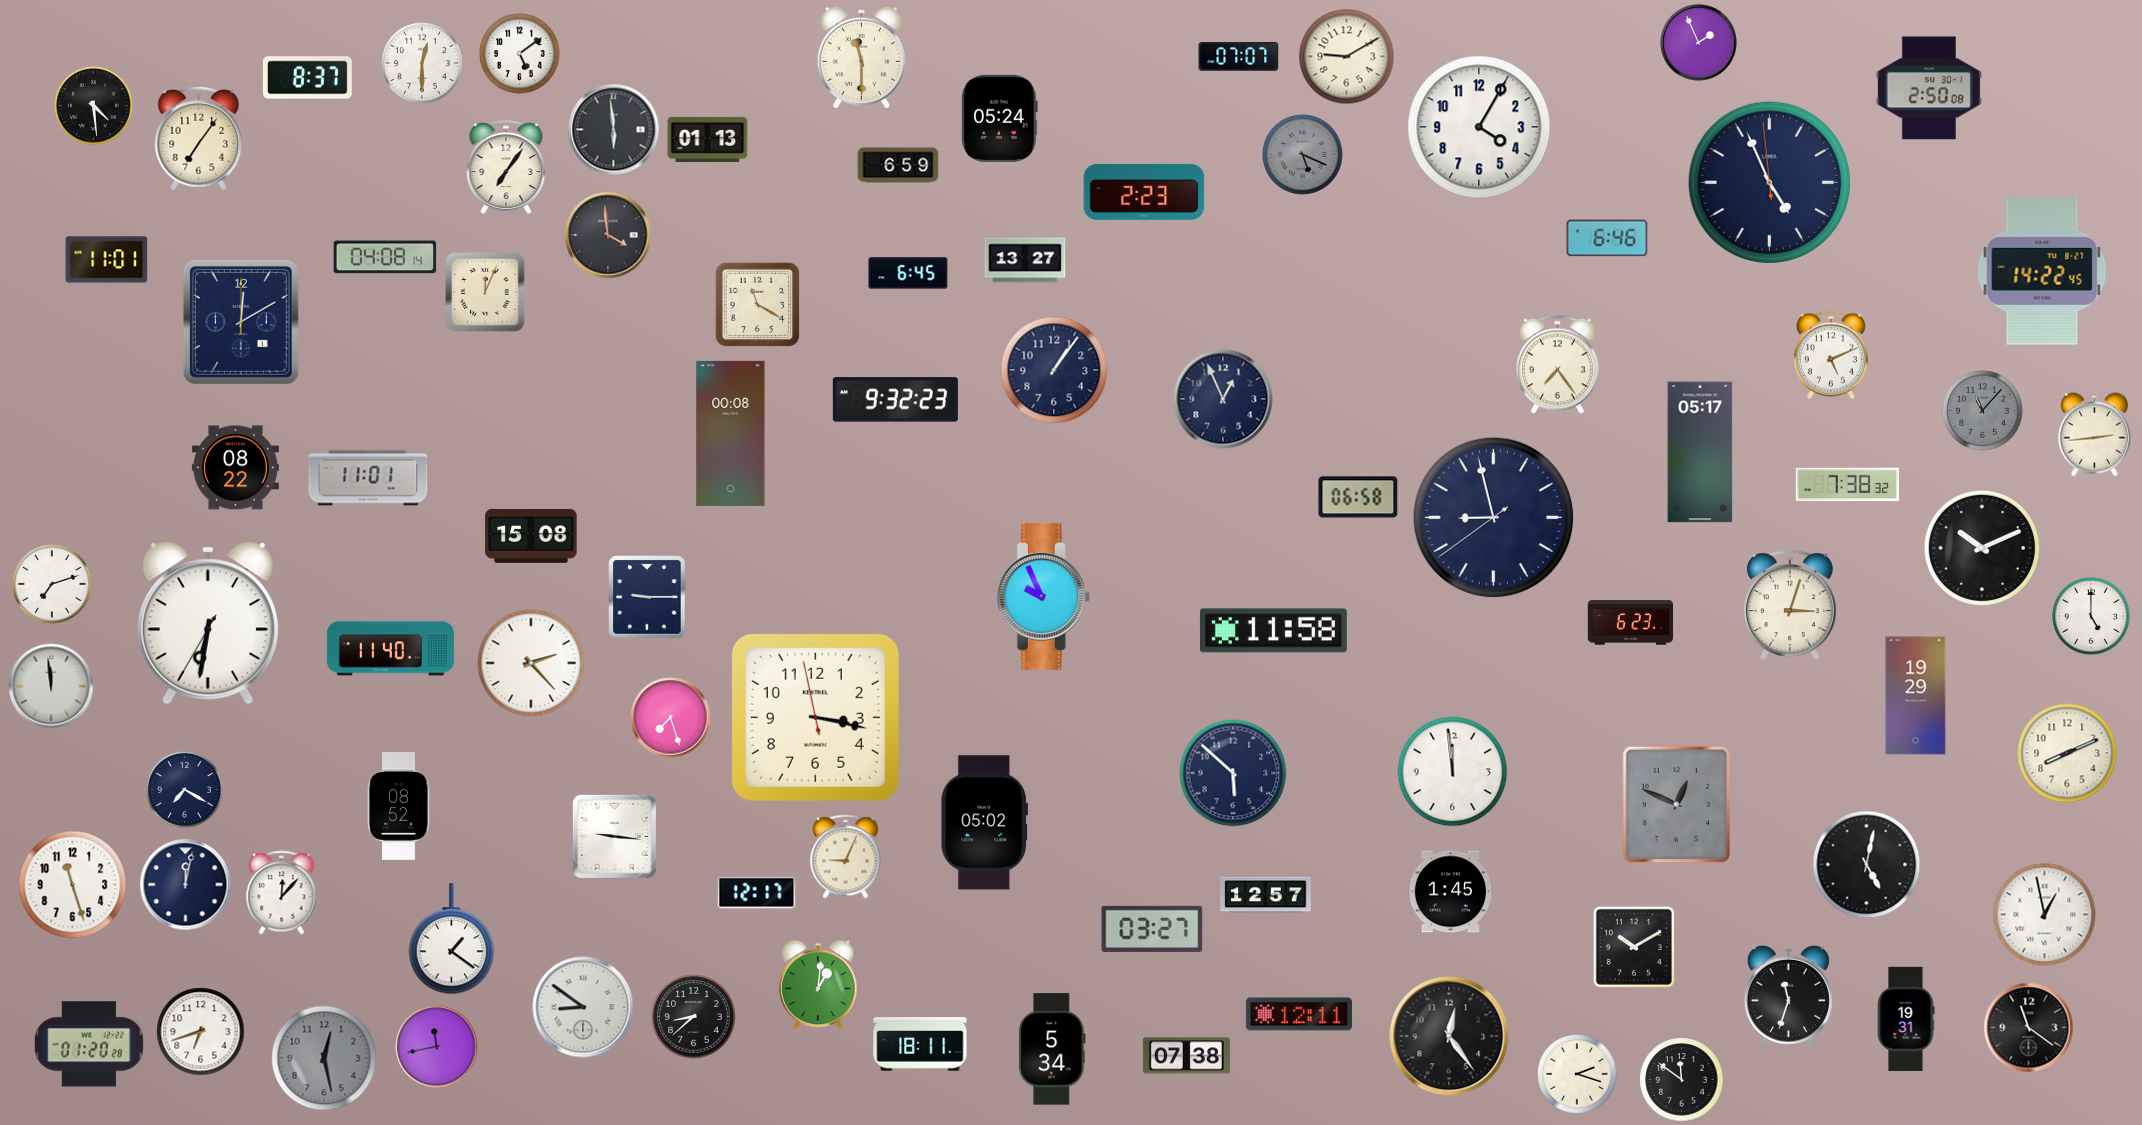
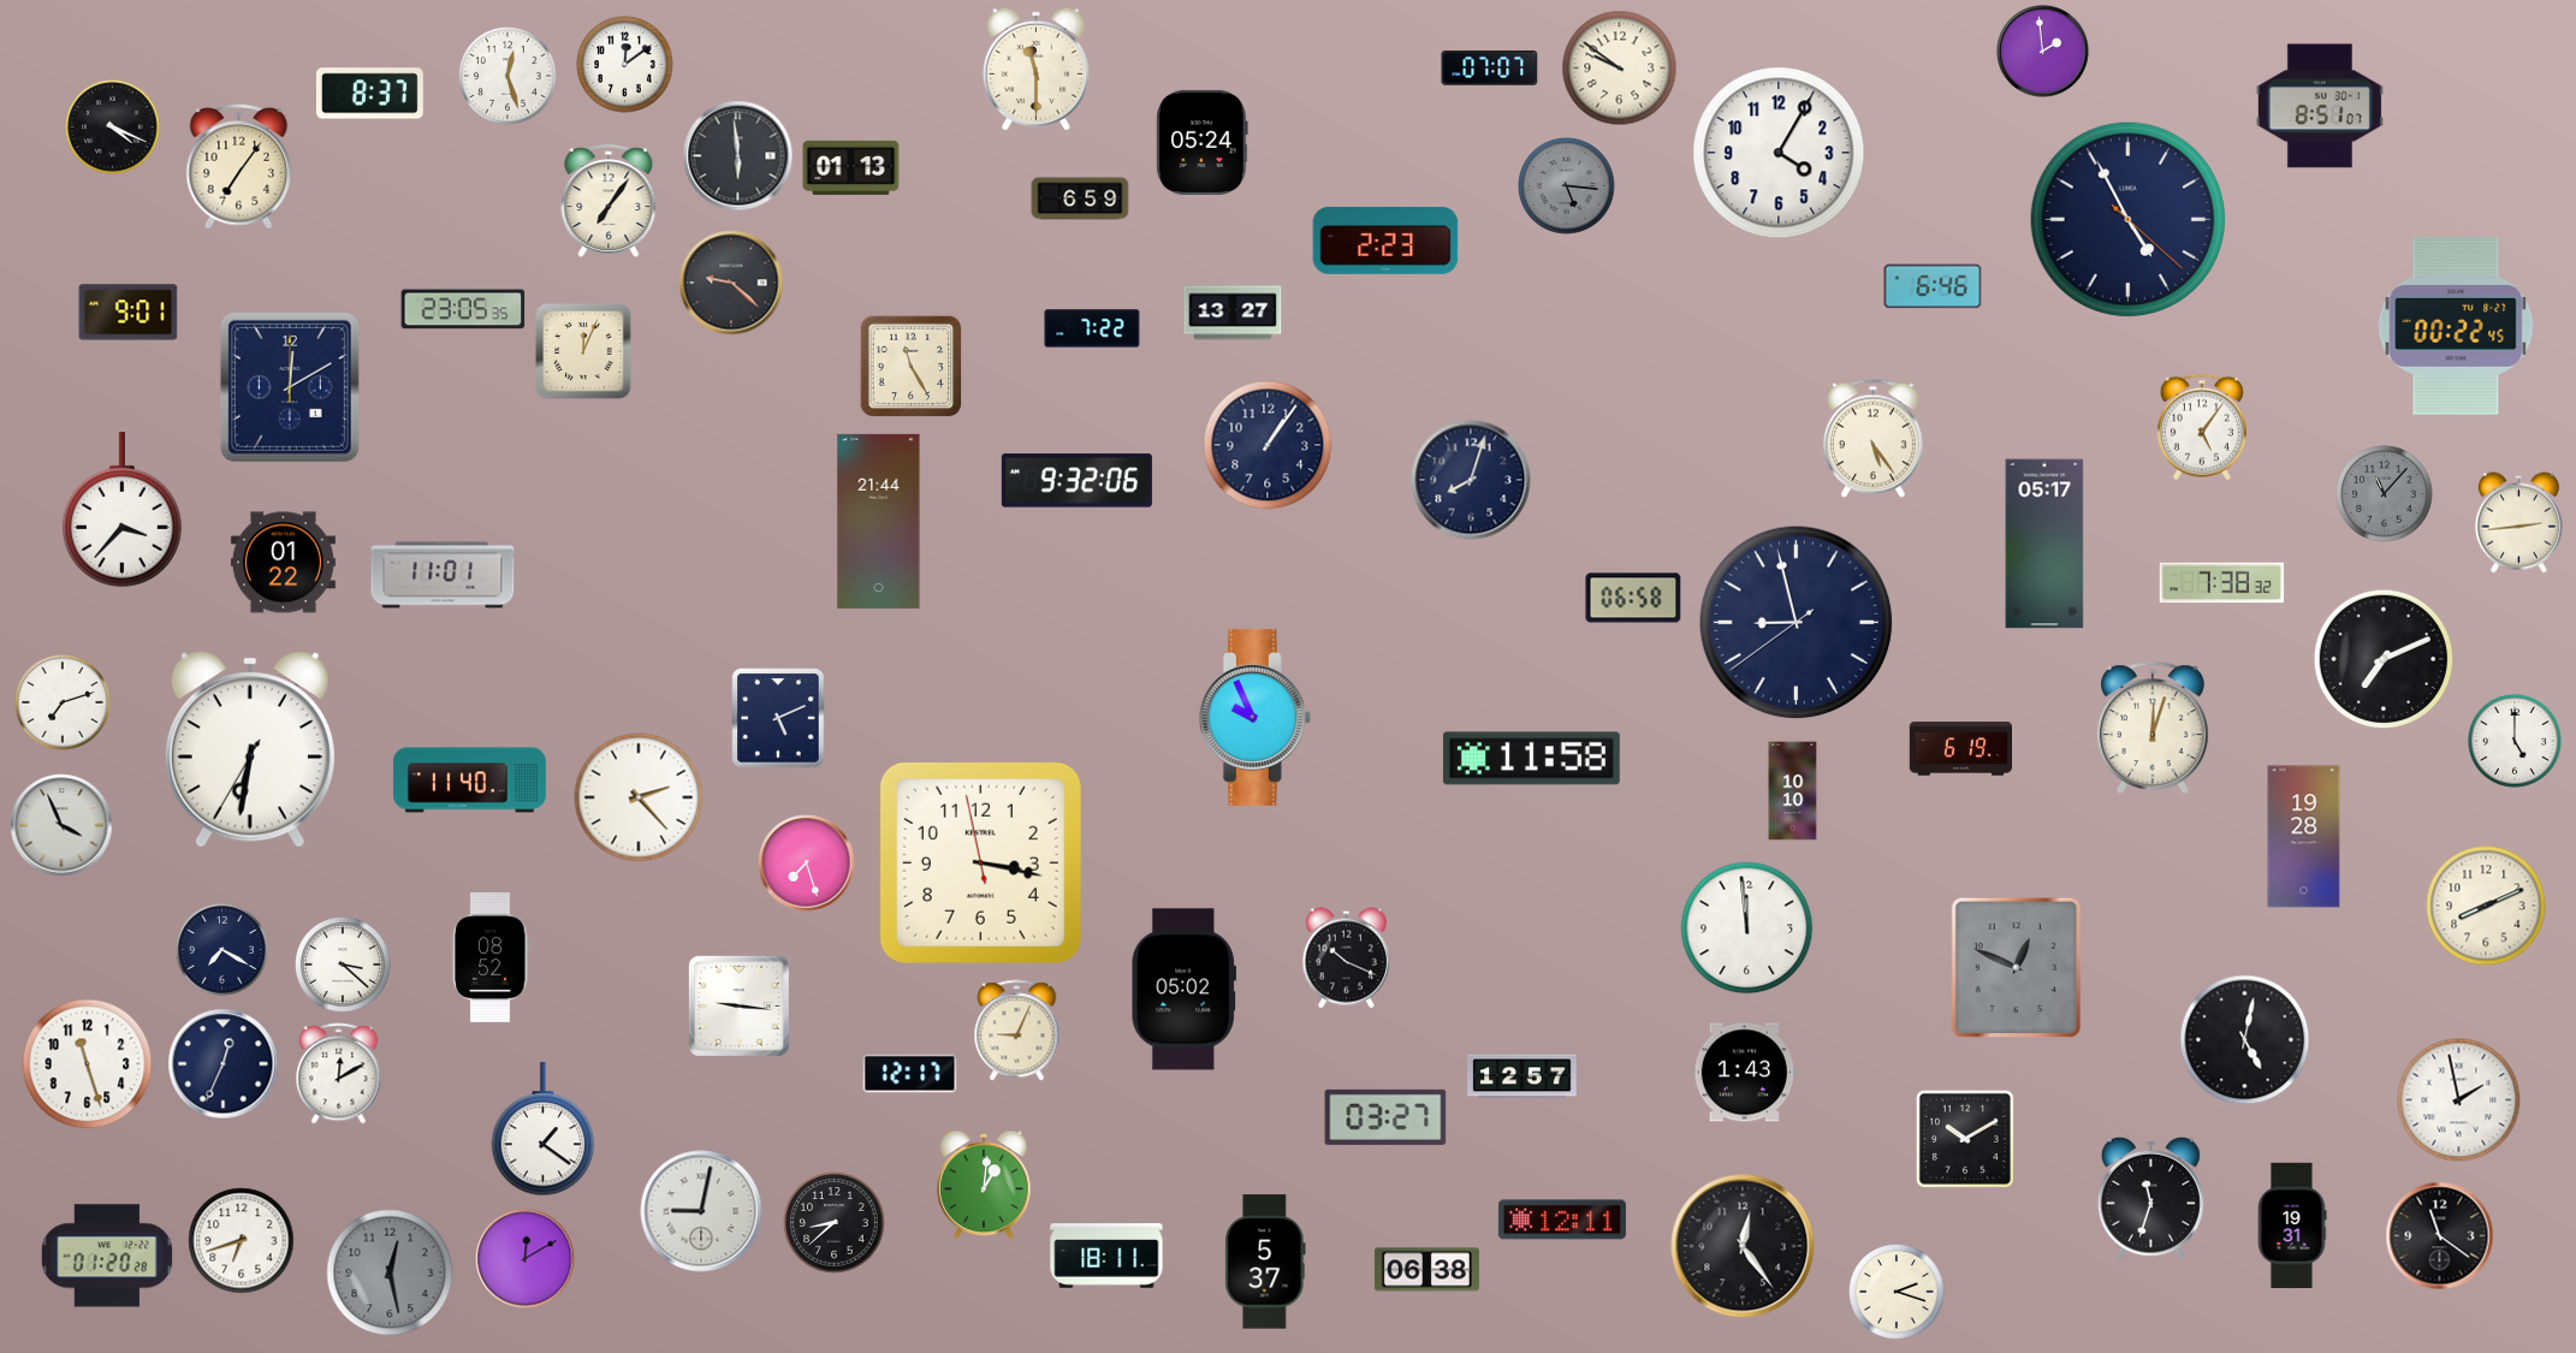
clock at (1699, 43): 1:56 -> 1:59
clock at (520, 54): 5:09 -> 12:09
clock at (1347, 57): 9:10 -> 9:51
clock at (422, 63): 12:30 -> 12:27
clock at (1929, 88): 2:50 -> 8:51
clock at (94, 106): 4:29 -> 4:19
clock at (1303, 155): 5:19 -> 5:16
clock at (1770, 183): 4:55:59 -> 4:55:22
clock at (1144, 192) position: (1144, 192) -> (1385, 241)
clock at (608, 235): 3:59 -> 9:22
clock at (385, 257): 04:08 -> 23:05
clock at (107, 260): 11:01 -> 9:01
clock at (2042, 271): 14:22 -> 00:22
clock at (908, 273): 6:45 -> 7:22
clock at (758, 305): 11:20 -> 11:25
clock at (1831, 355): 5:11 -> 5:06
clock at (1558, 365): 7:24 -> 5:24
clock at (1223, 399): 12:56 -> 8:03
clock at (895, 400): 9:32:23 -> 9:32:06
clock at (121, 510): none -> 3:37
clock at (731, 433): 00:08 -> 21:44
clock at (235, 468): 08:22 -> 01:22
clock at (531, 536): 15:08 -> none
clock at (1982, 548): 10:11 -> 7:11
clock at (647, 597): 9:15 -> 5:11
clock at (1790, 604): 3:03 -> 12:03
clock at (1630, 623): 6:23 -> 6:19
clock at (1793, 791): none -> 10:10
clock at (51, 686): 11:59 -> 3:56
clock at (1916, 696): 19:29 -> 19:28
clock at (1233, 773): 5:52 -> none
clock at (1346, 959): none -> 10:19
clock at (343, 965): none -> 3:22
clock at (399, 806) position: (399, 806) -> (491, 957)
clock at (186, 885): 12:02 -> 12:34
clock at (1450, 892): 1:45 -> 1:43
clock at (282, 893): 12:07 -> 12:10
clock at (2045, 915): 12:58 -> 1:58
clock at (583, 1007): 8:51 -> 9:02
clock at (437, 1047): 11:43 -> 12:10
clock at (1052, 1049): 5:34 -> 5:37
clock at (1186, 1056): 07:38 -> 06:38
clock at (1682, 1080): 11:51 -> none
